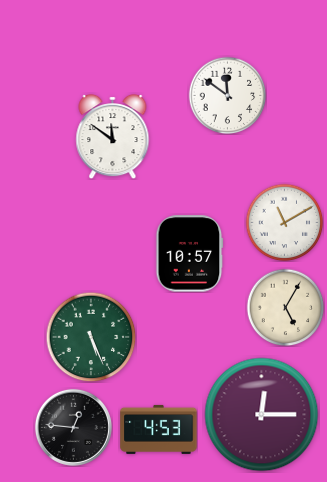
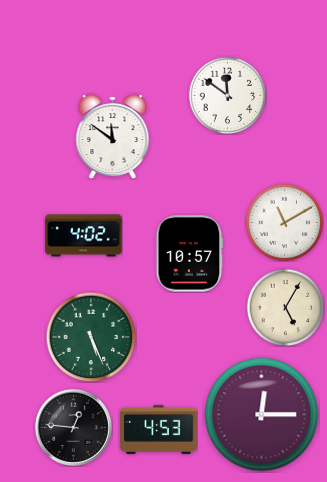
clock at (84, 236): none -> 4:02
